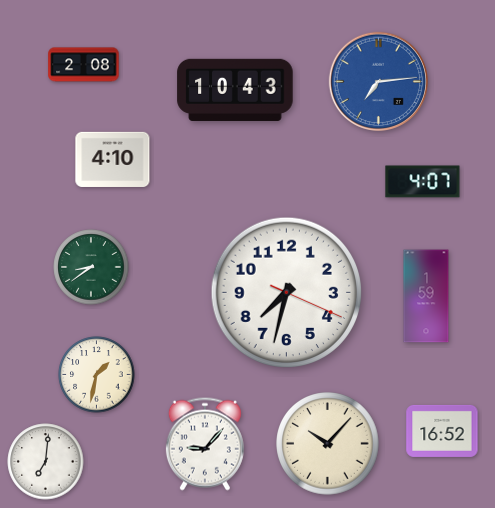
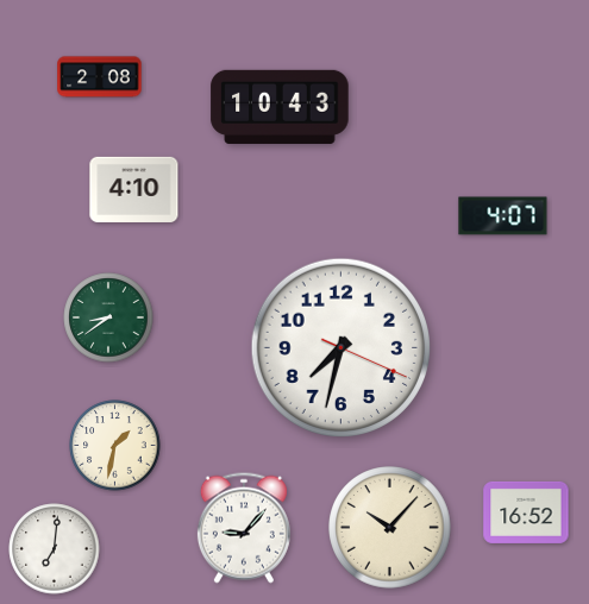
clock at (378, 81): 7:14 -> none
clock at (426, 296): 1:59 -> none
